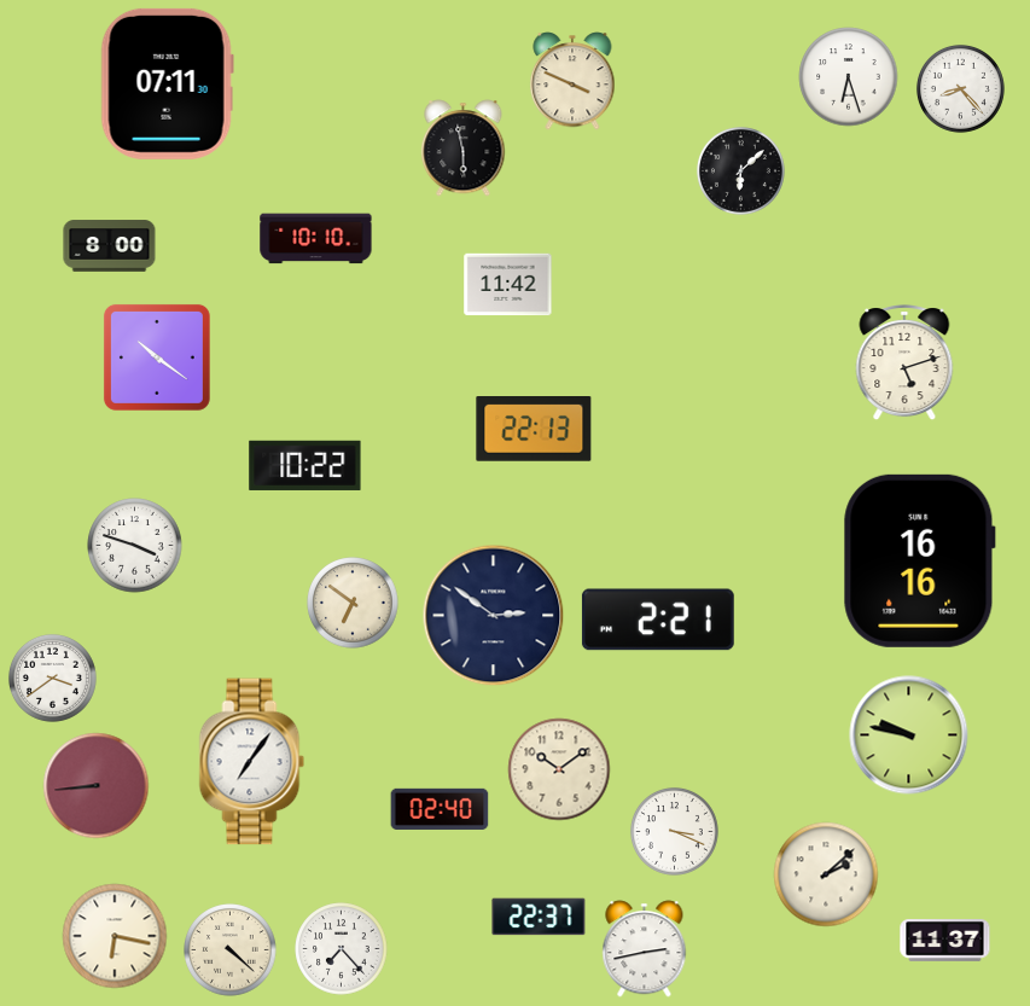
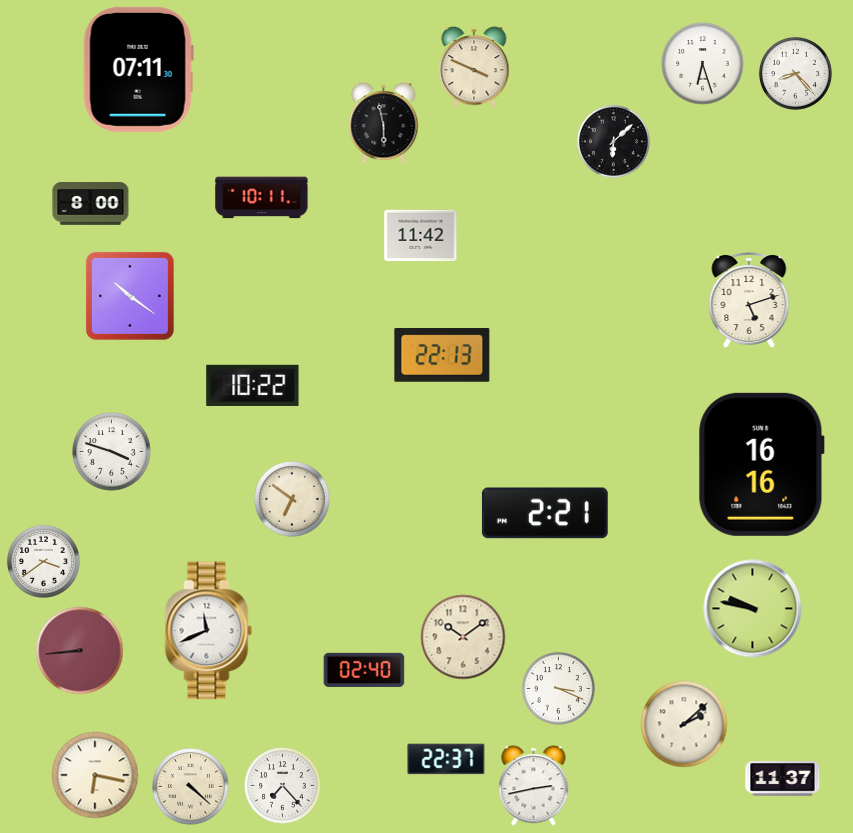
clock at (316, 239): 10:10 -> 10:11
clock at (494, 616): 2:51 -> none
clock at (252, 762): 7:06 -> 11:41
